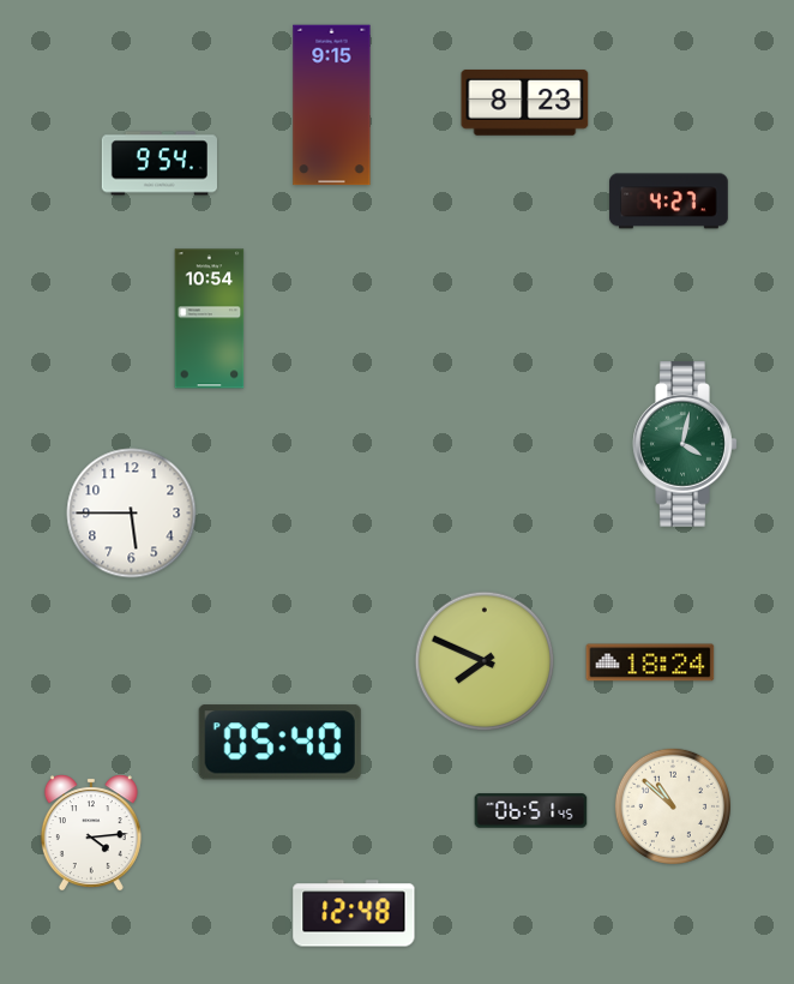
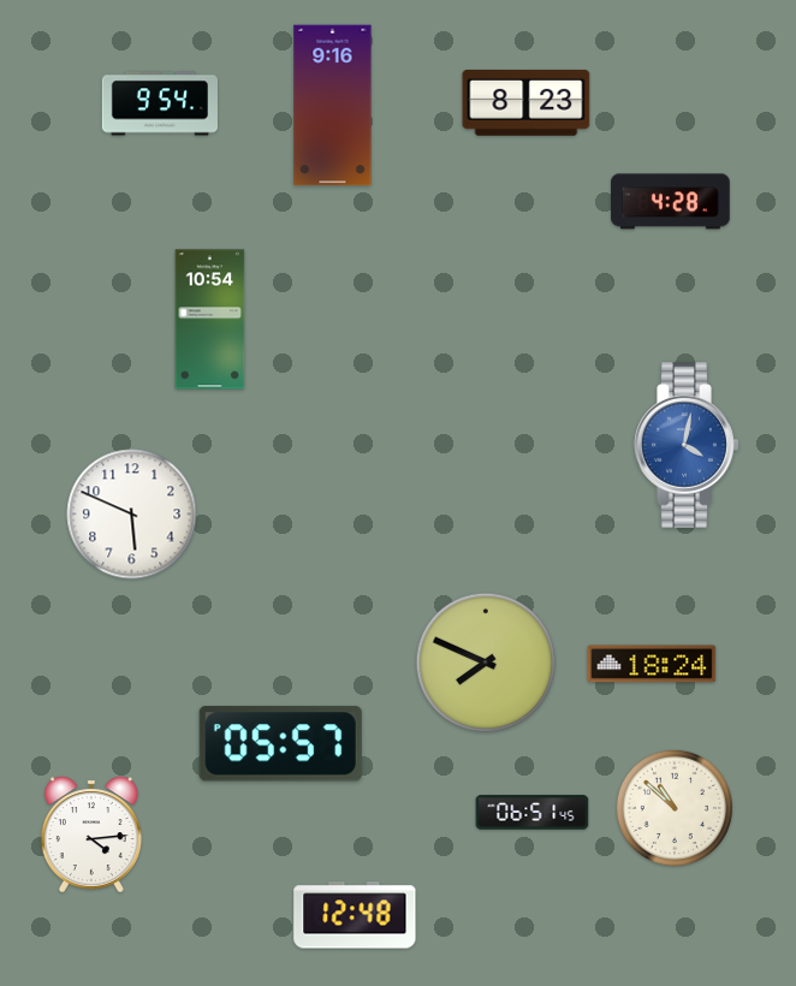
clock at (332, 106): 9:15 -> 9:16
clock at (160, 163) position: (160, 163) -> (160, 103)
clock at (669, 202): 4:27 -> 4:28
clock at (685, 445) dial: green -> blue
clock at (132, 514): 5:45 -> 5:49
clock at (279, 743): 05:40 -> 05:57
